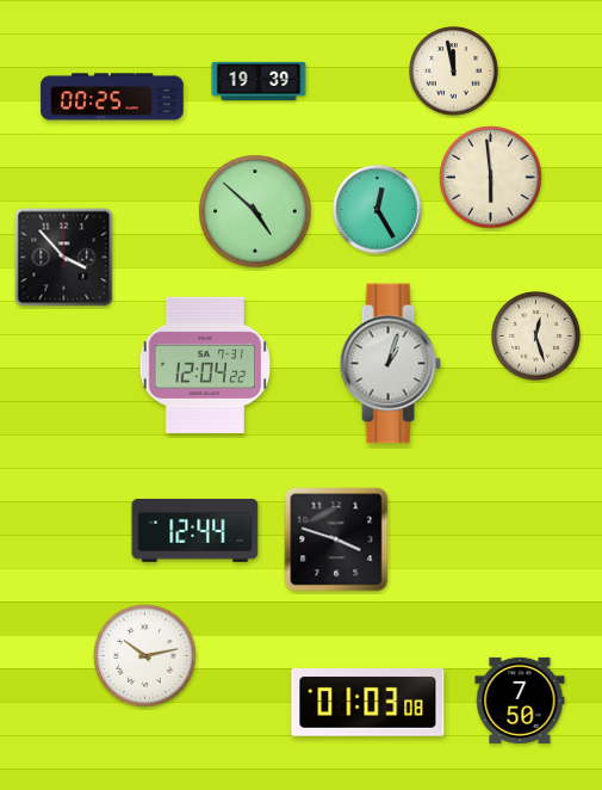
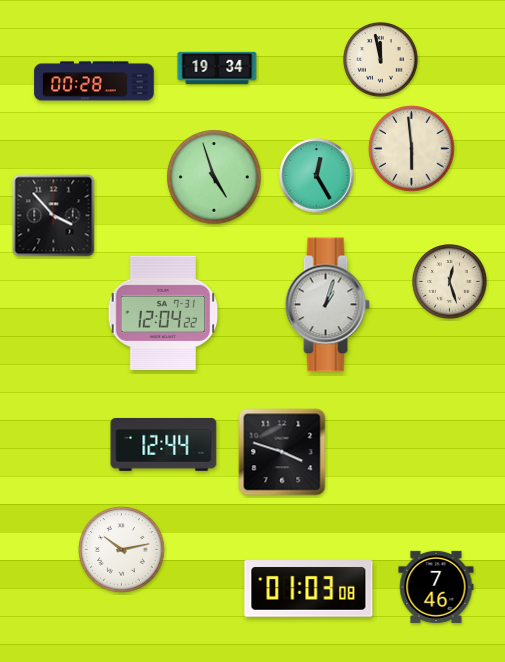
clock at (259, 80): 19:39 -> 19:34
clock at (112, 97): 00:25 -> 00:28
clock at (255, 211): 4:52 -> 4:57
clock at (205, 365) position: (205, 365) -> (163, 313)
clock at (520, 700): 7:50 -> 7:46
